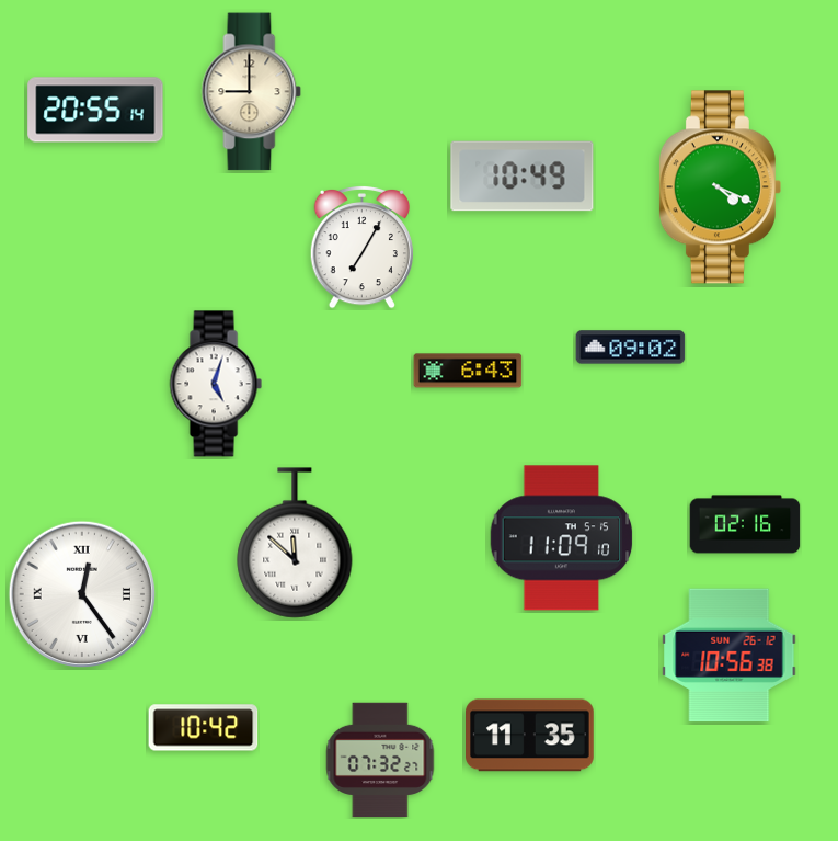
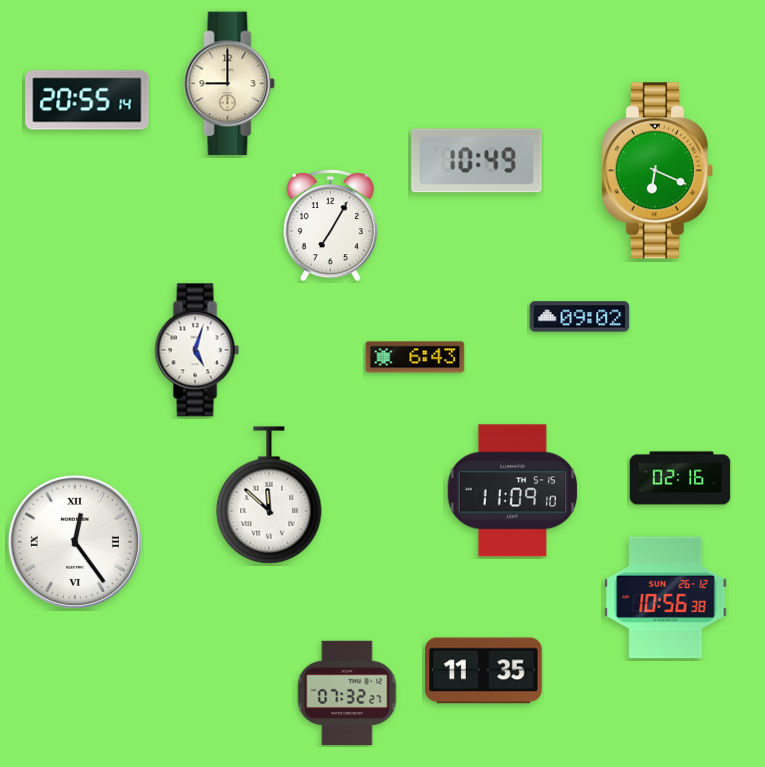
clock at (720, 187): 4:19 -> 6:19
clock at (631, 348) position: (631, 348) -> (580, 317)
clock at (468, 371) position: (468, 371) -> (415, 357)
clock at (204, 728): 10:42 -> none
